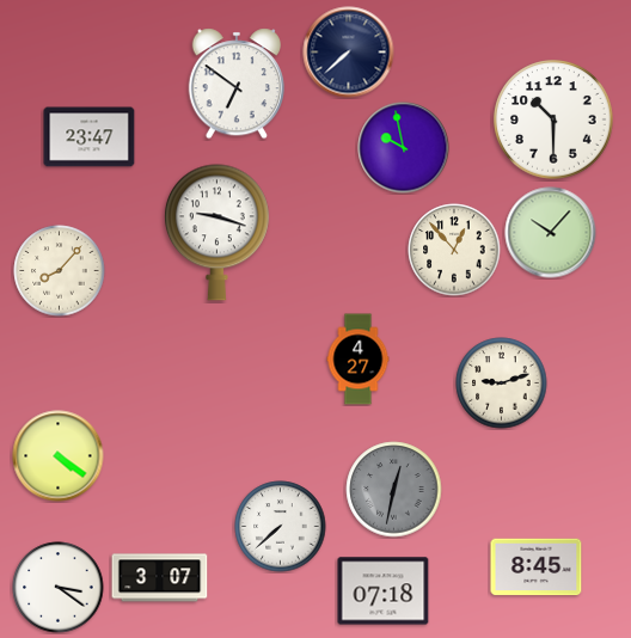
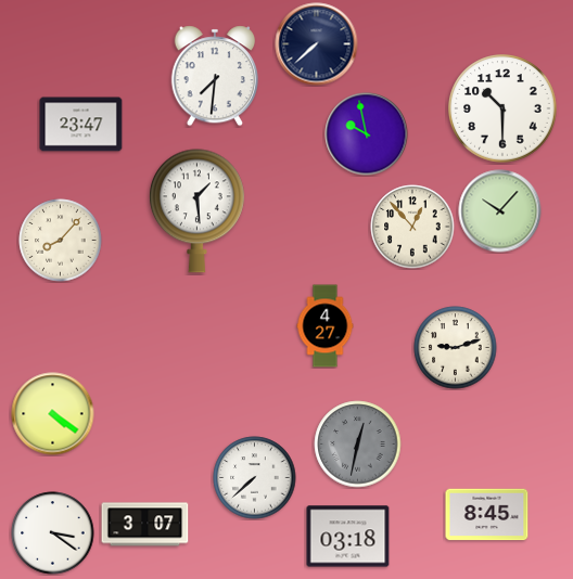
clock at (349, 53) position: (349, 53) -> (317, 44)
clock at (235, 84): 6:51 -> 7:31
clock at (216, 233): 9:18 -> 1:29
clock at (60, 271) position: (60, 271) -> (61, 241)
clock at (384, 591): 07:18 -> 03:18
